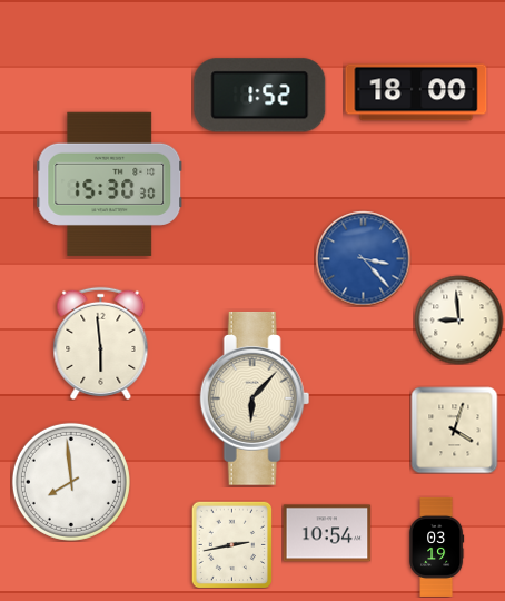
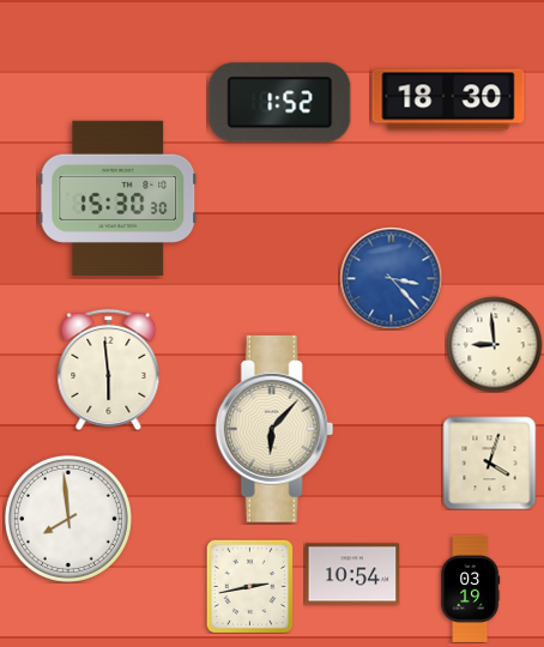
clock at (416, 92): 18:00 -> 18:30
clock at (71, 482) position: (71, 482) -> (68, 519)
